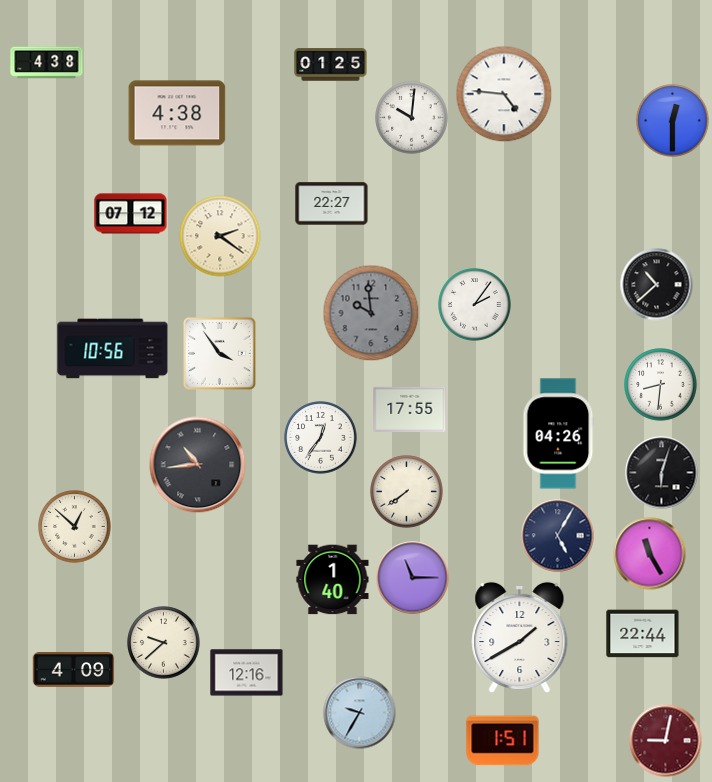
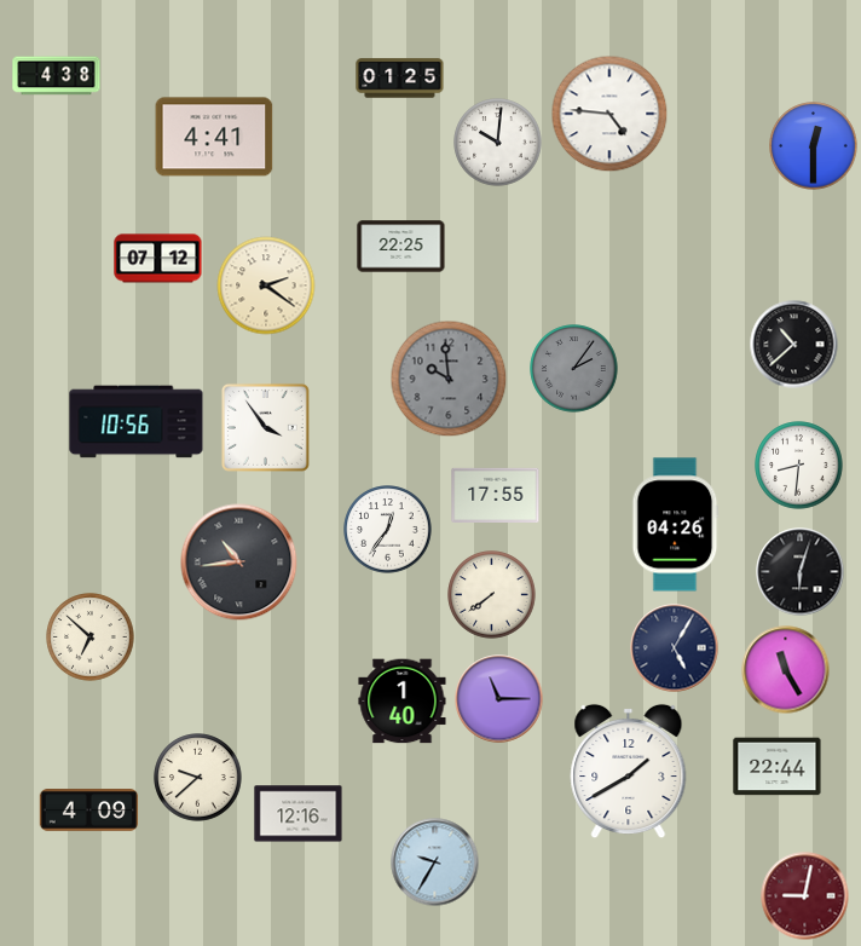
clock at (177, 113): 4:38 -> 4:41
clock at (332, 204): 22:27 -> 22:25
clock at (475, 305) dial: white -> grey
clock at (75, 527): 12:52 -> 6:52
clock at (503, 741): 1:51 -> none
